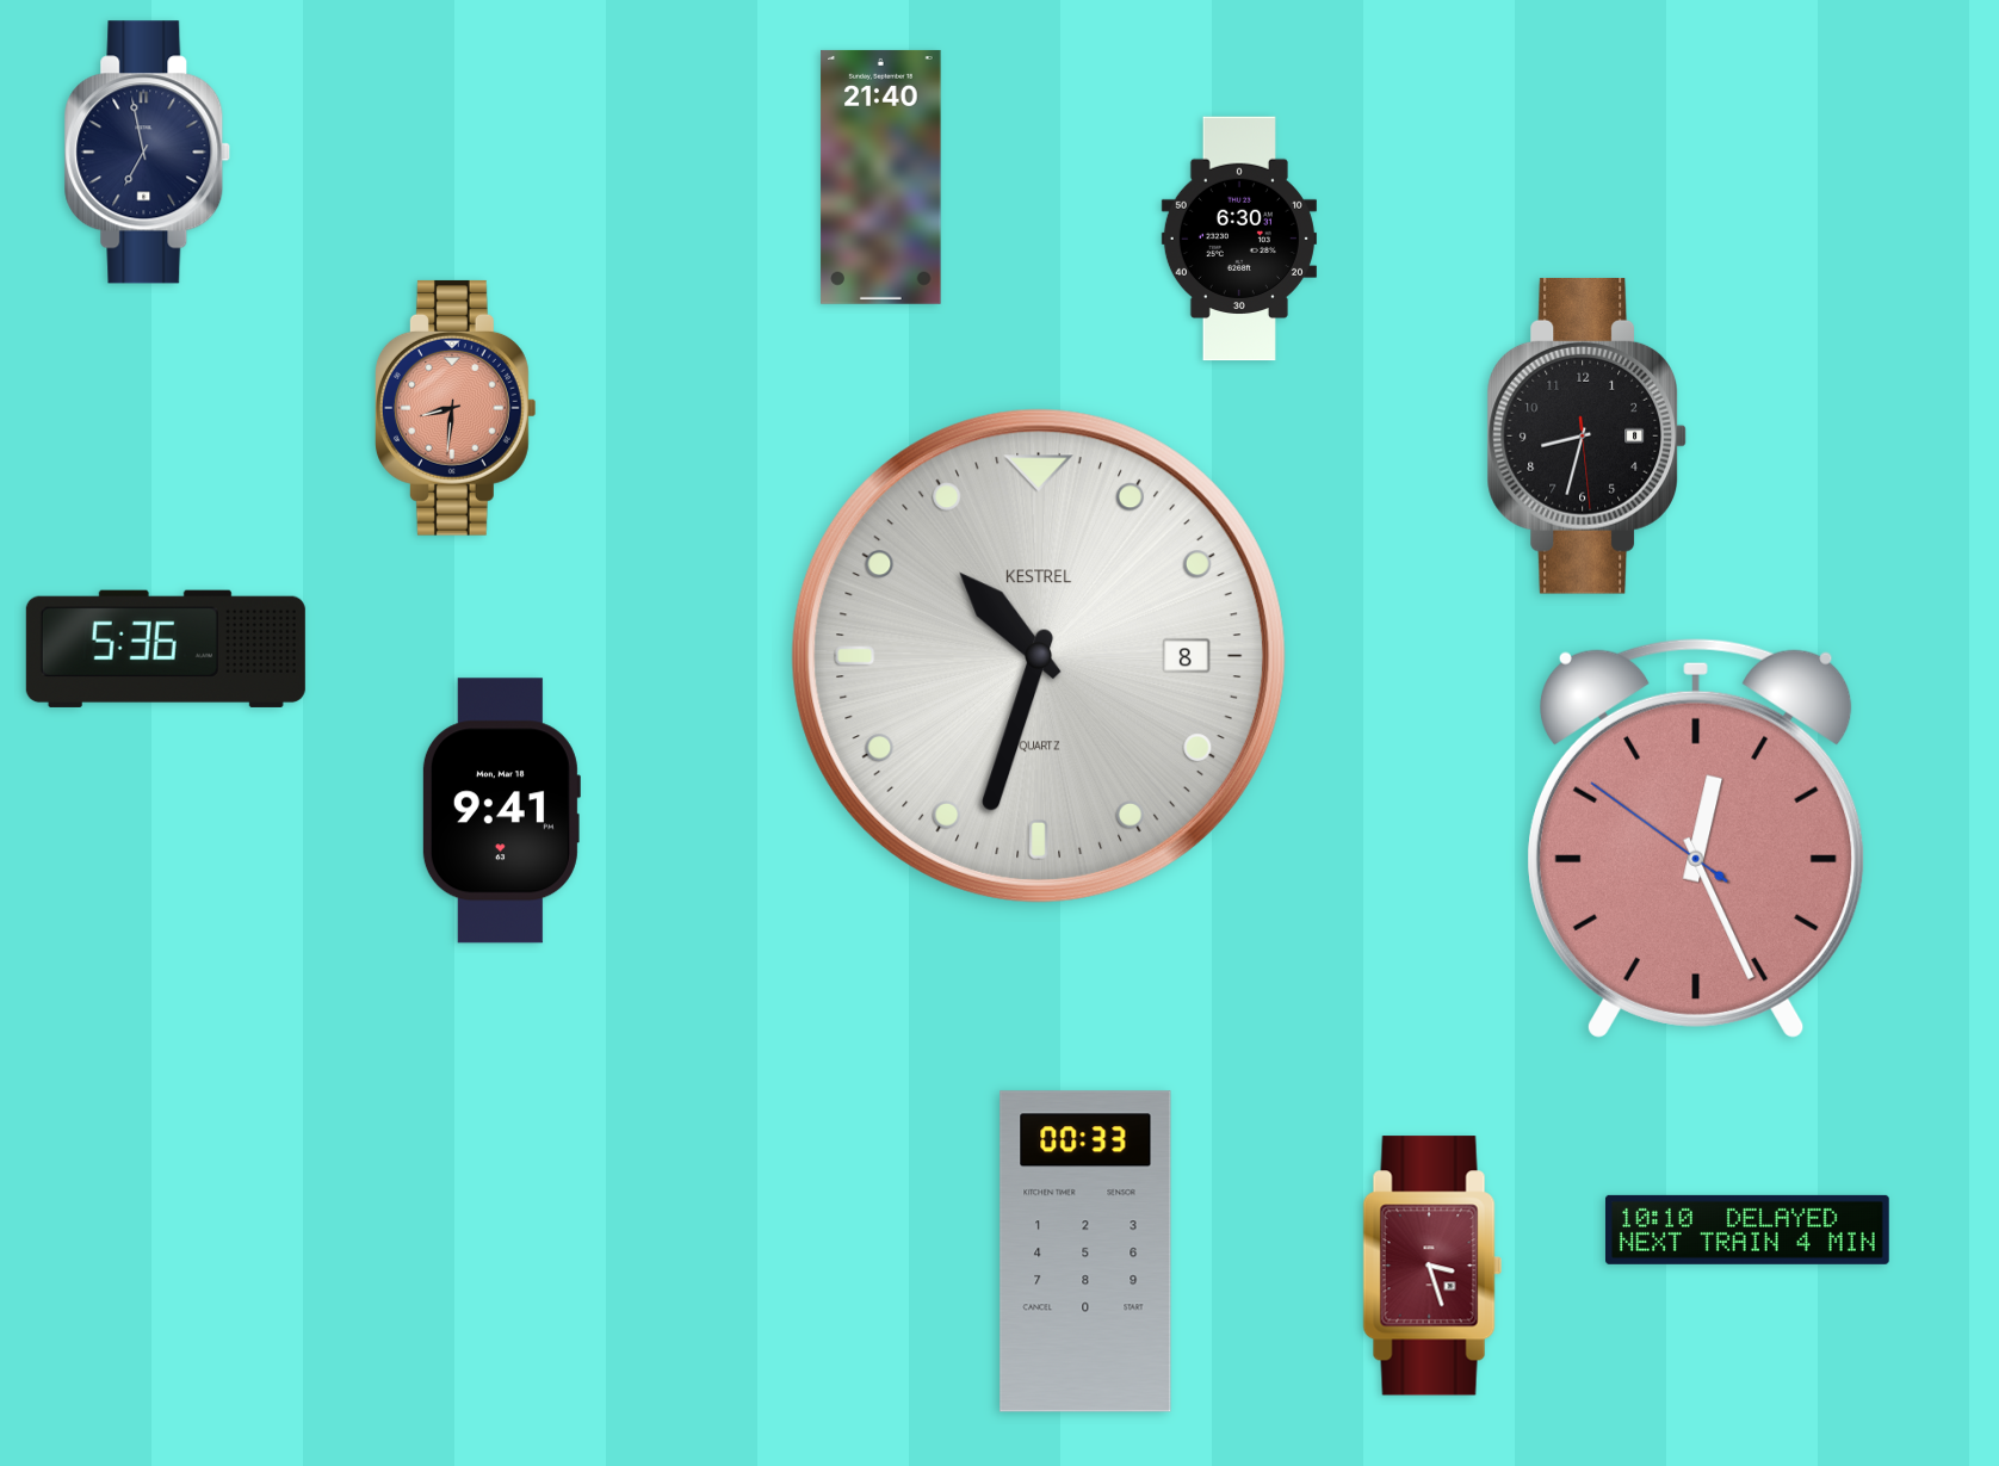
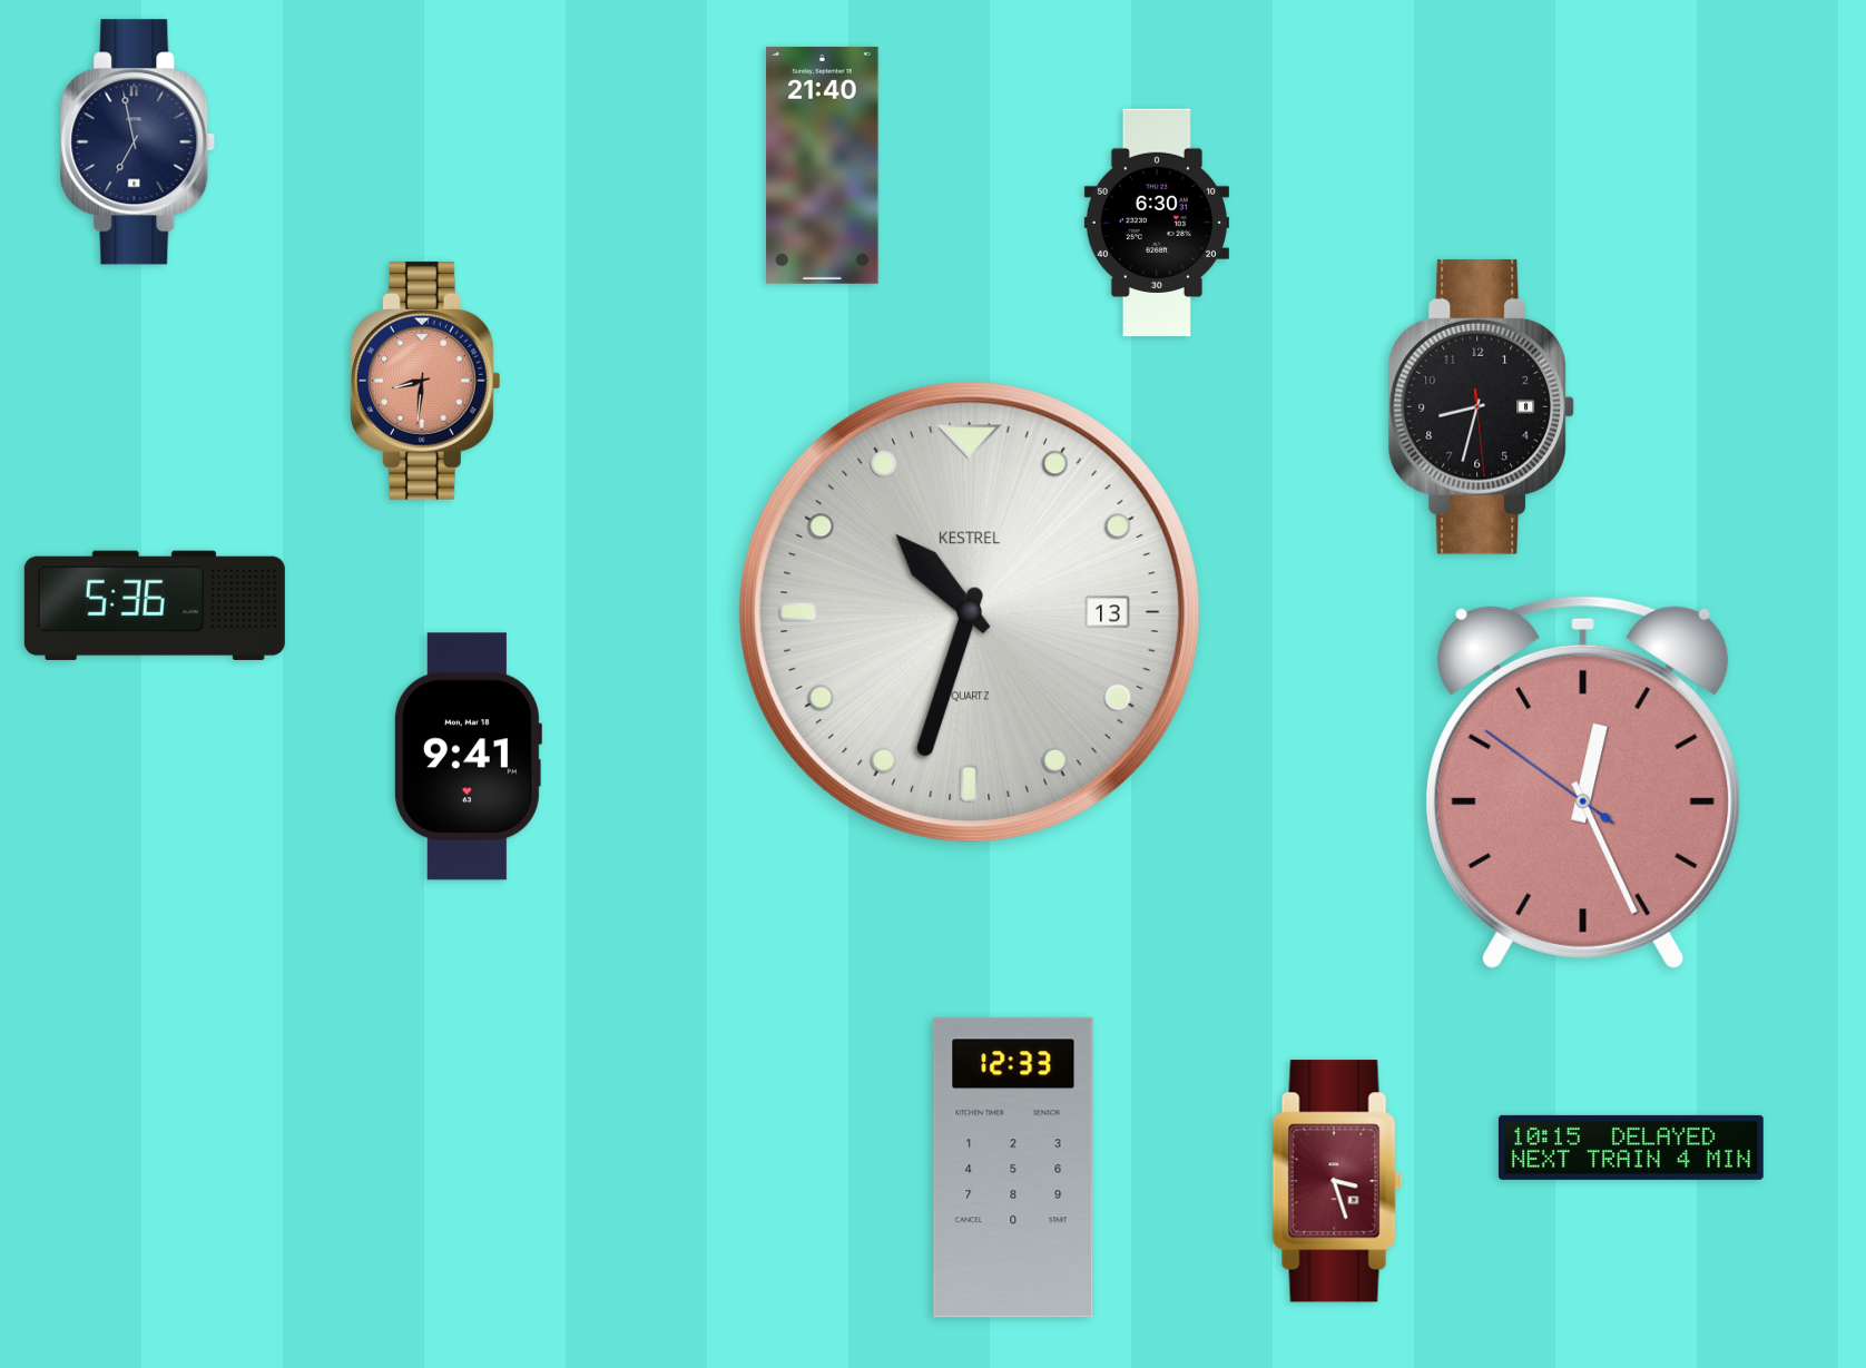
clock at (1039, 656) date: 8 -> 13
clock at (1747, 1230): 10:10 -> 10:15
clock at (1085, 1251): 00:33 -> 12:33
